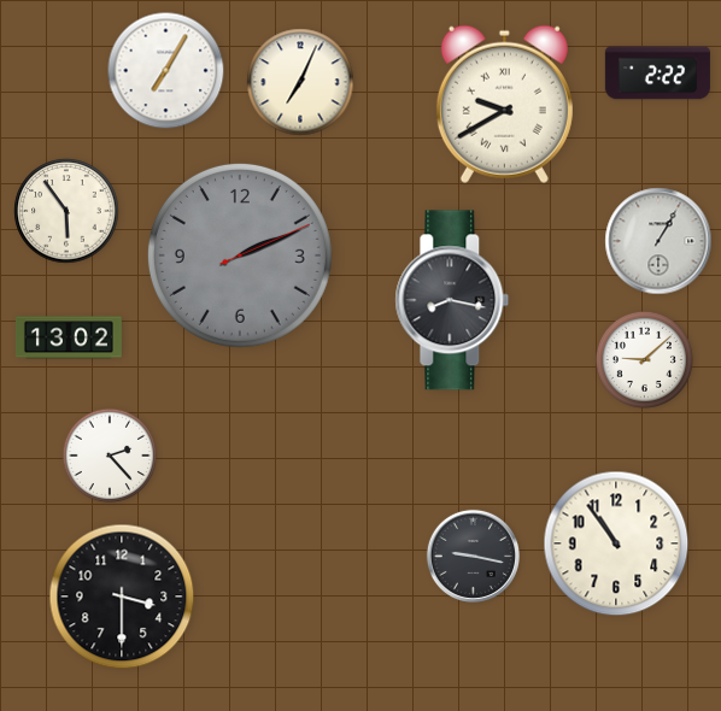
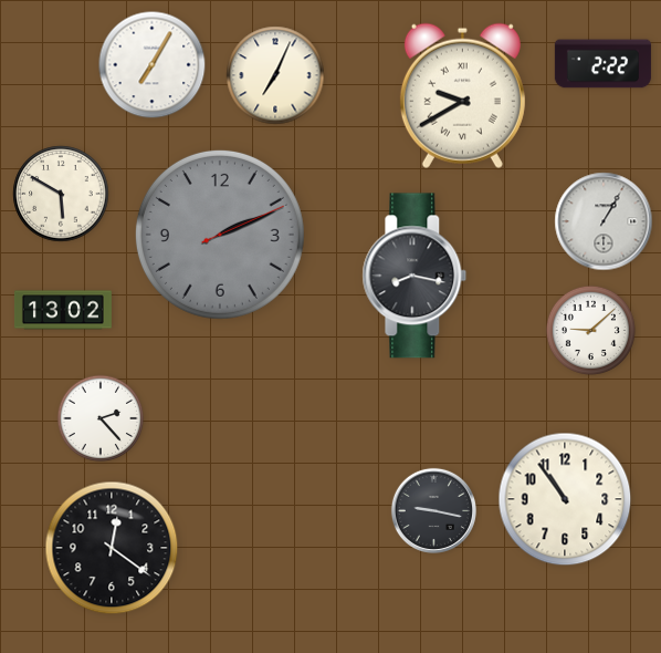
clock at (657, 74) position: (657, 74) -> (602, 64)
clock at (66, 211): 5:54 -> 5:50
clock at (122, 597): 3:30 -> 12:21
